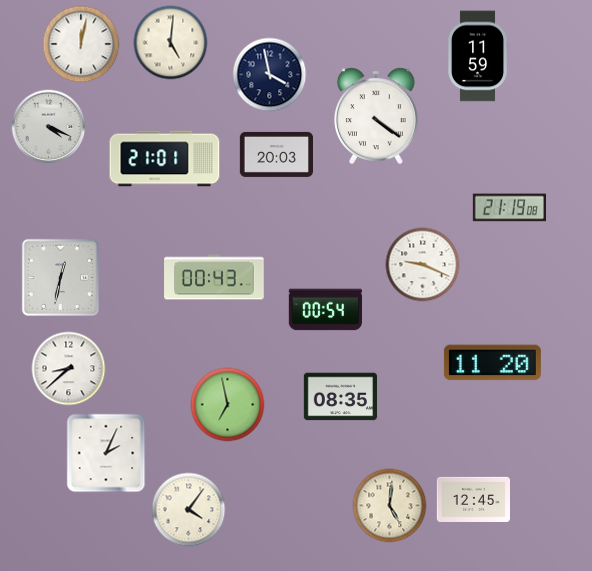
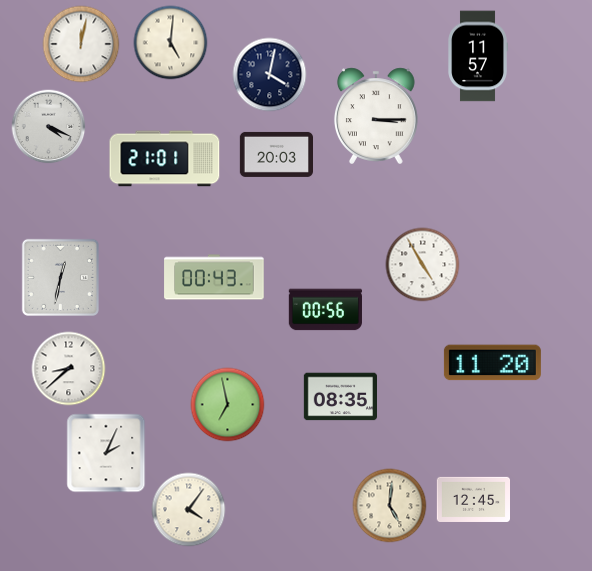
clock at (478, 56): 11:59 -> 11:57
clock at (270, 75): 3:58 -> 4:02
clock at (376, 116): 4:21 -> 3:15
clock at (509, 208): 21:19 -> none
clock at (423, 265): 9:19 -> 4:55
clock at (325, 310): 00:54 -> 00:56
